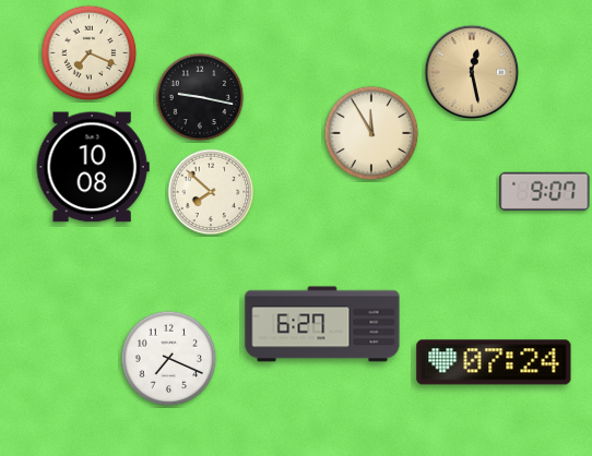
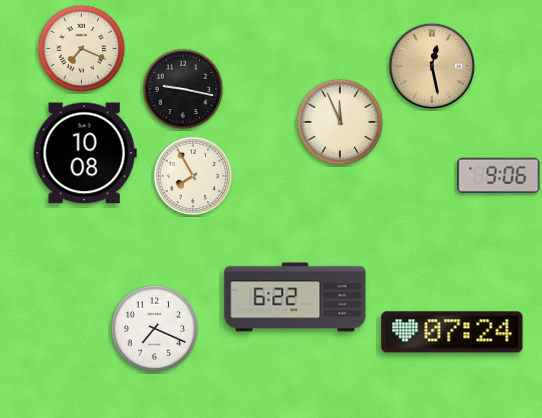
clock at (371, 133): 11:55 -> 11:56
clock at (545, 191): 9:07 -> 9:06
clock at (211, 192): 7:52 -> 7:55
clock at (322, 324): 6:27 -> 6:22
